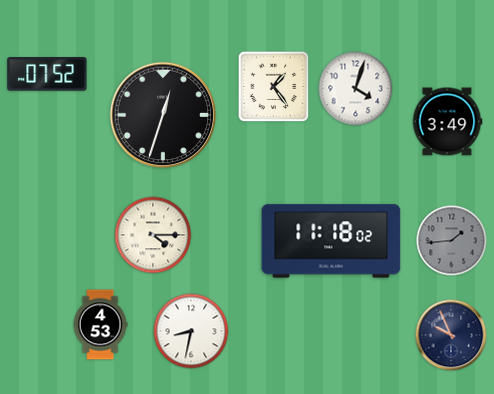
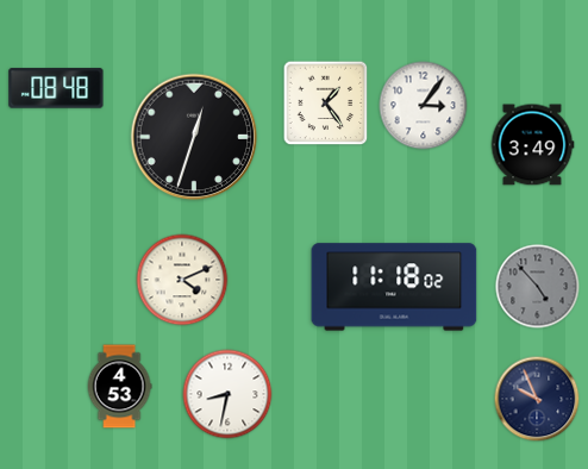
clock at (47, 74): 07:52 -> 08:48
clock at (356, 89): 4:03 -> 3:06
clock at (153, 235): 4:15 -> 4:11
clock at (452, 241): 1:44 -> 4:53
